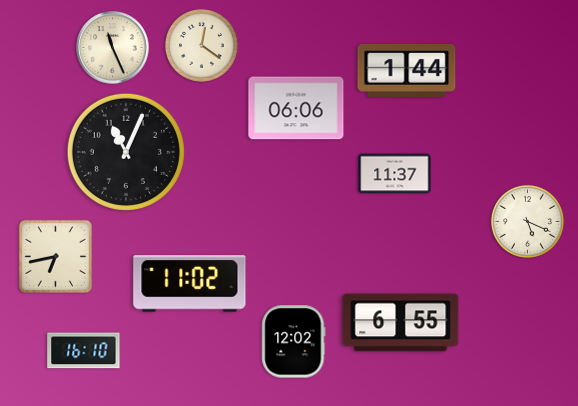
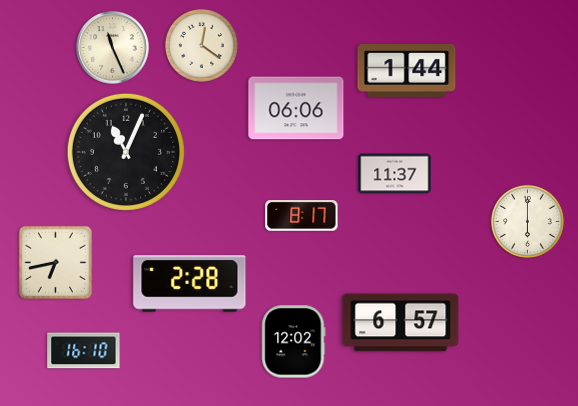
clock at (302, 216): none -> 8:17
clock at (527, 221): 5:19 -> 6:00
clock at (55, 256) position: (55, 256) -> (55, 262)
clock at (190, 284): 11:02 -> 2:28
clock at (401, 323): 6:55 -> 6:57
